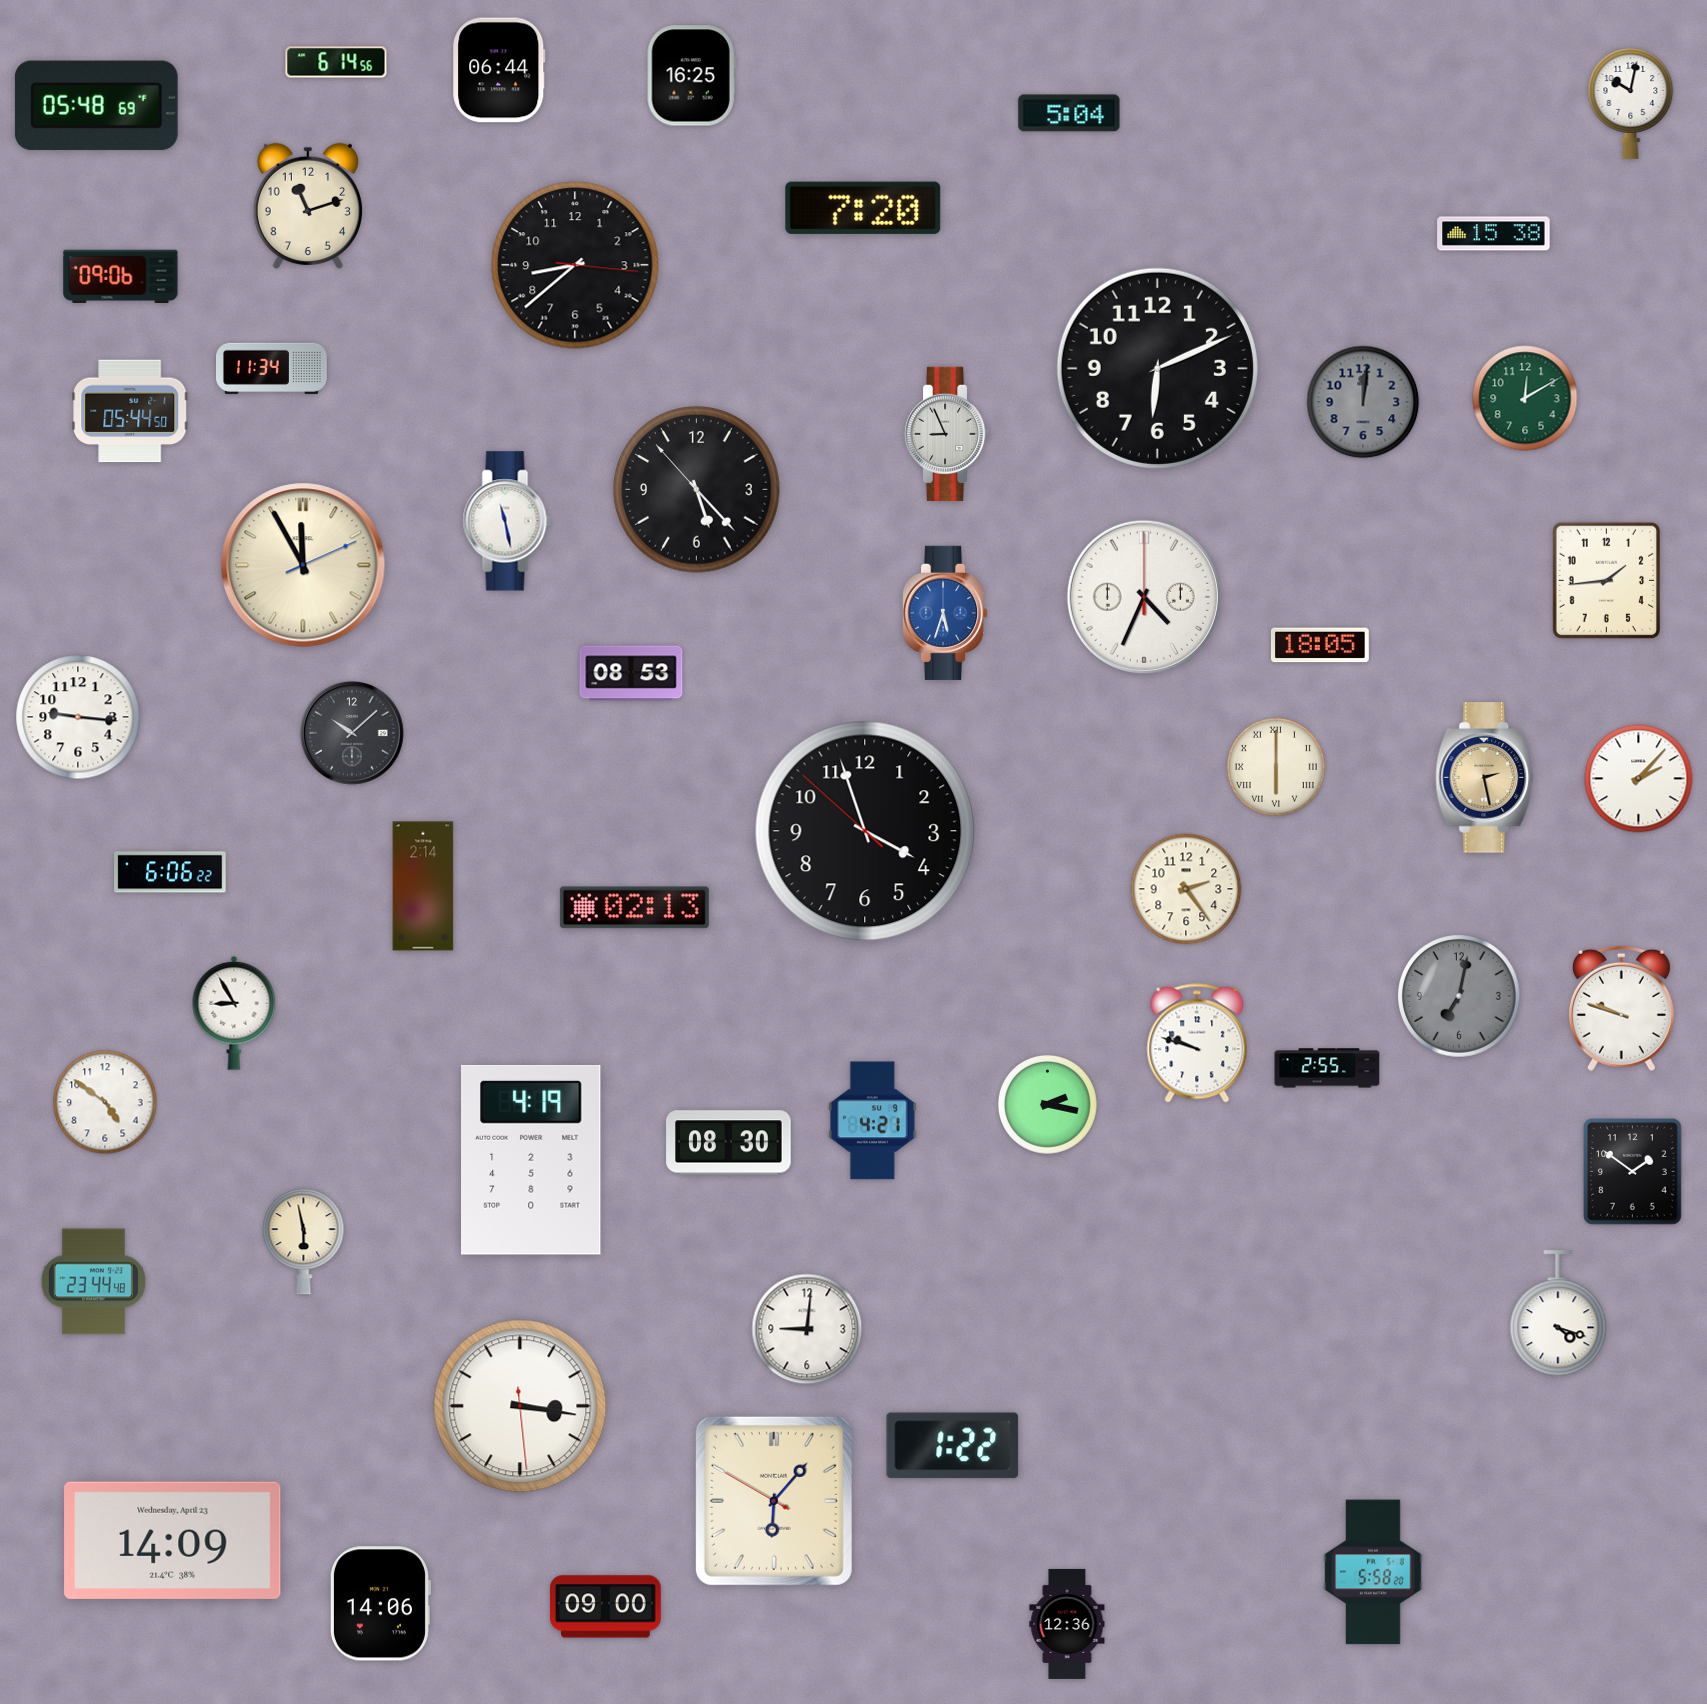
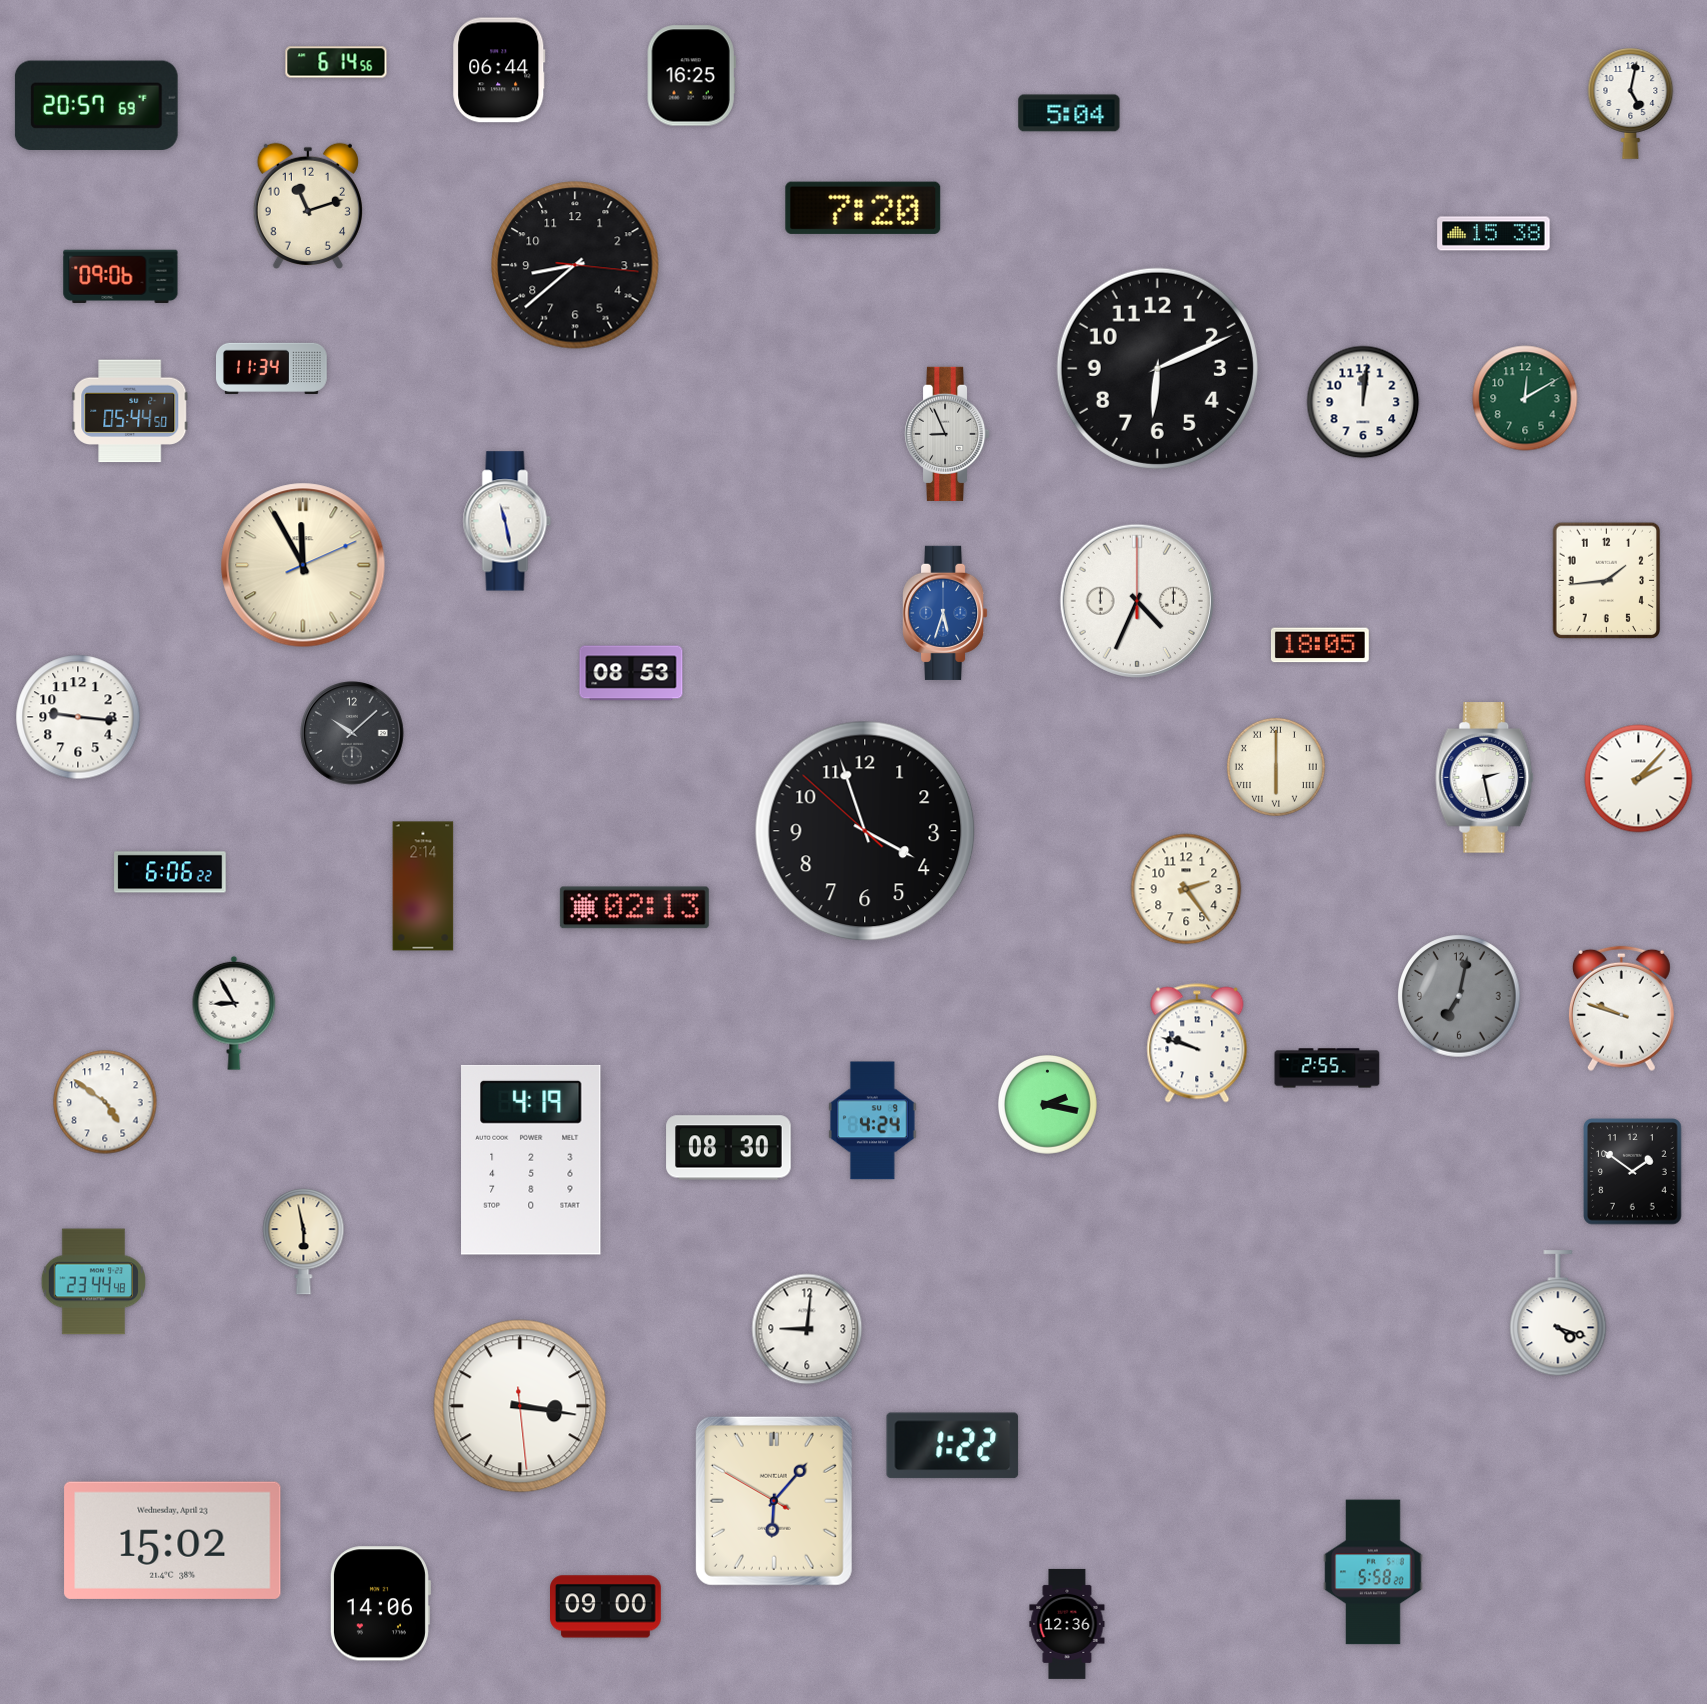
clock at (1631, 103): 10:02 -> 5:02
clock at (96, 105): 05:48 -> 20:57
clock at (1363, 402) dial: grey -> white
clock at (697, 490): 5:22 -> none
clock at (1144, 597) position: (1144, 597) -> (1137, 601)
clock at (1485, 778) dial: champagne -> white
clock at (872, 1121): 4:21 -> 4:24
clock at (729, 1143) position: (729, 1143) -> (729, 1148)
clock at (173, 1540): 14:09 -> 15:02
